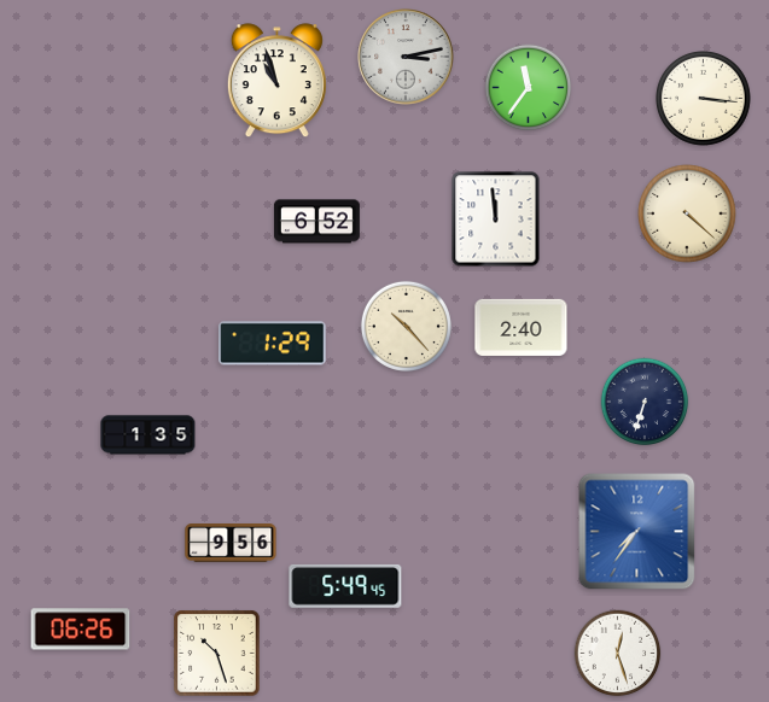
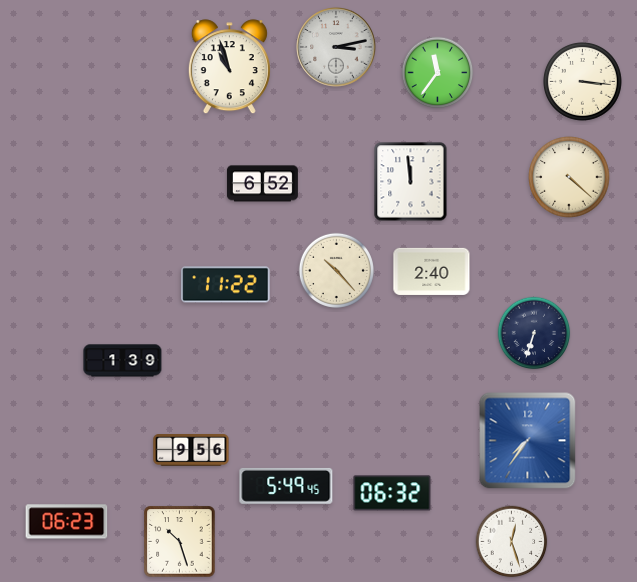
clock at (273, 344): 1:29 -> 11:22
clock at (148, 435): 1:35 -> 1:39
clock at (392, 493): none -> 06:32
clock at (81, 630): 06:26 -> 06:23
